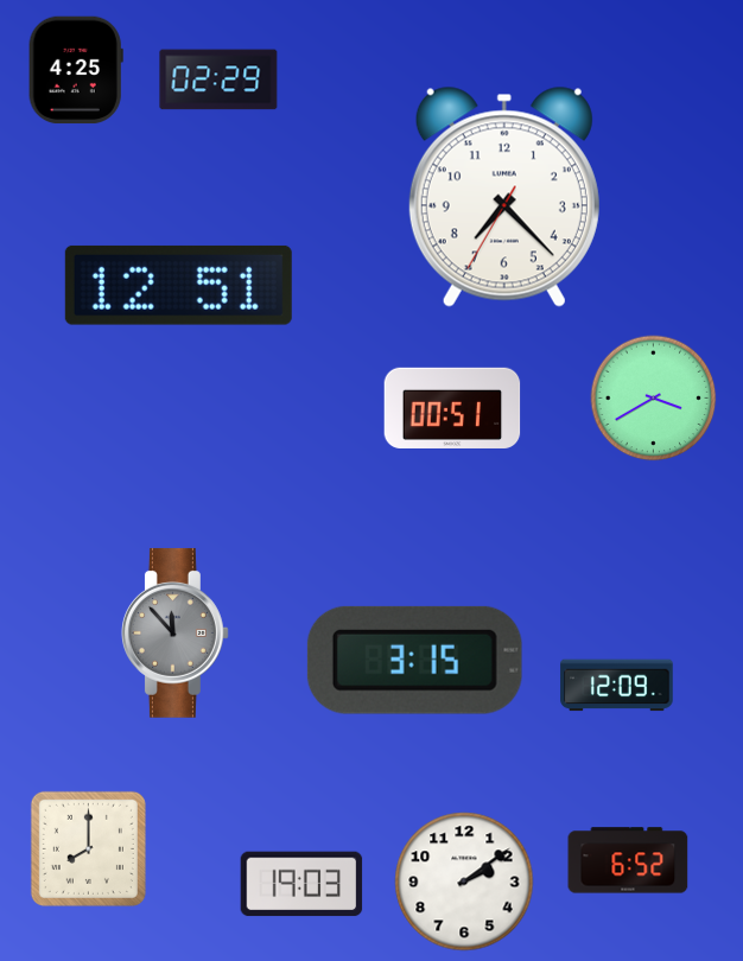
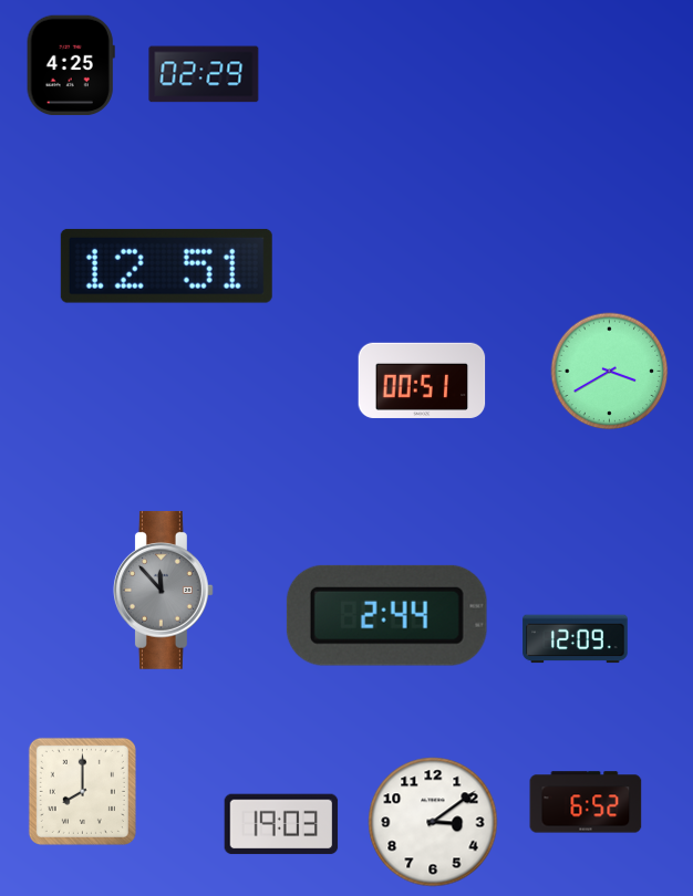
clock at (504, 197): 7:22 -> none
clock at (414, 660): 3:15 -> 2:44
clock at (464, 882): 2:09 -> 3:09
